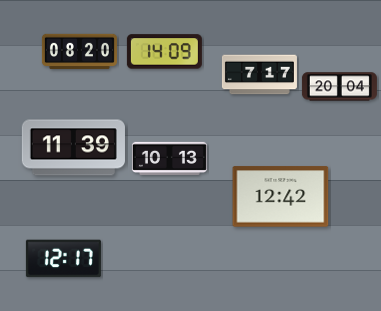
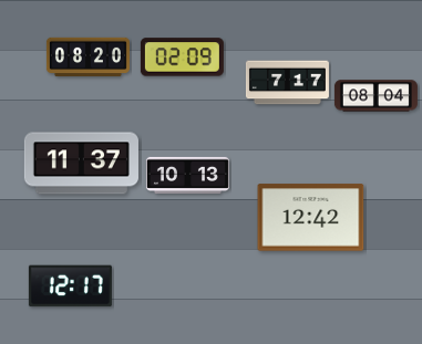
clock at (164, 52): 14:09 -> 02:09
clock at (339, 87): 20:04 -> 08:04
clock at (73, 148): 11:39 -> 11:37
